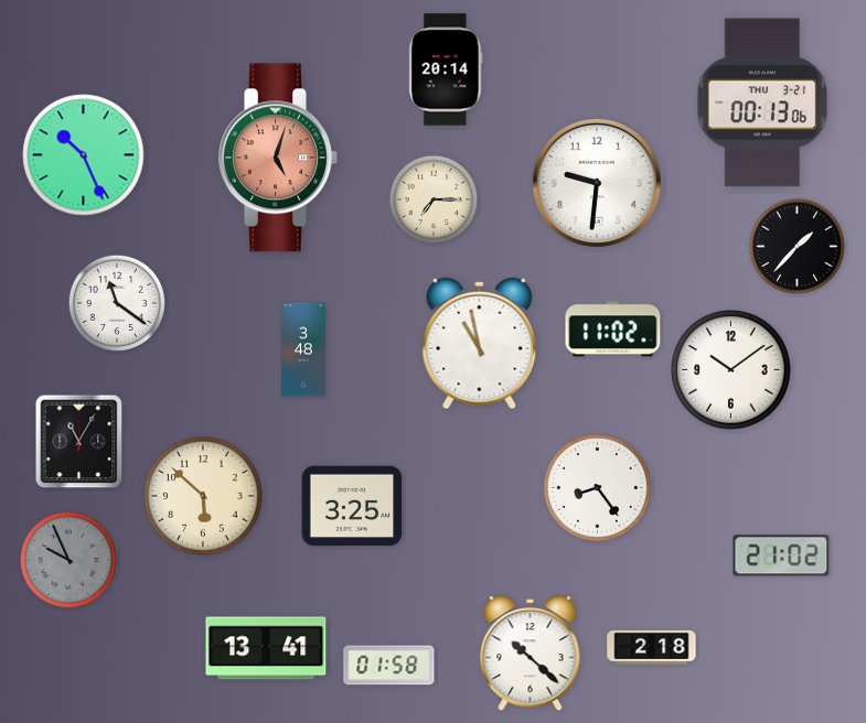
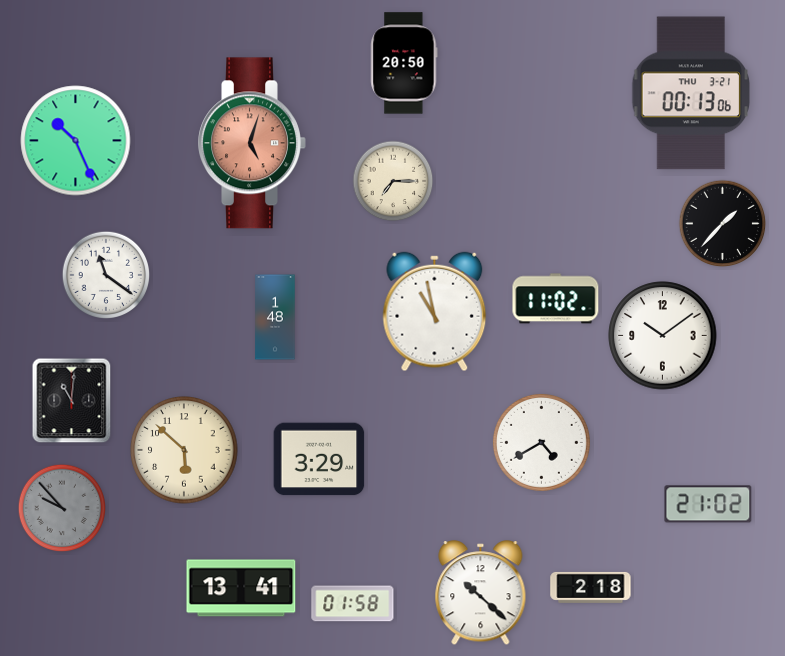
clock at (446, 69): 20:14 -> 20:50
clock at (597, 183): 9:31 -> none
clock at (303, 349): 3:48 -> 1:48
clock at (79, 442): 11:05 -> 11:01
clock at (597, 487): 8:24 -> 4:40
clock at (352, 506): 3:25 -> 3:29
clock at (68, 560): 9:56 -> 9:53
